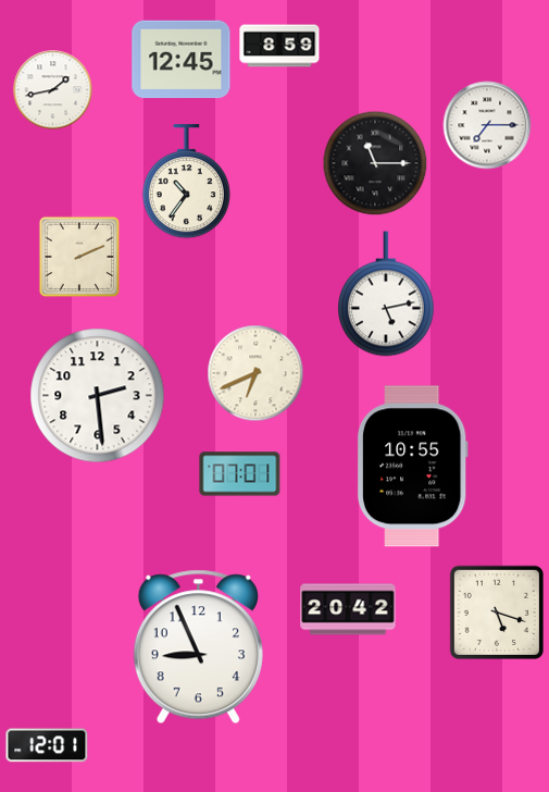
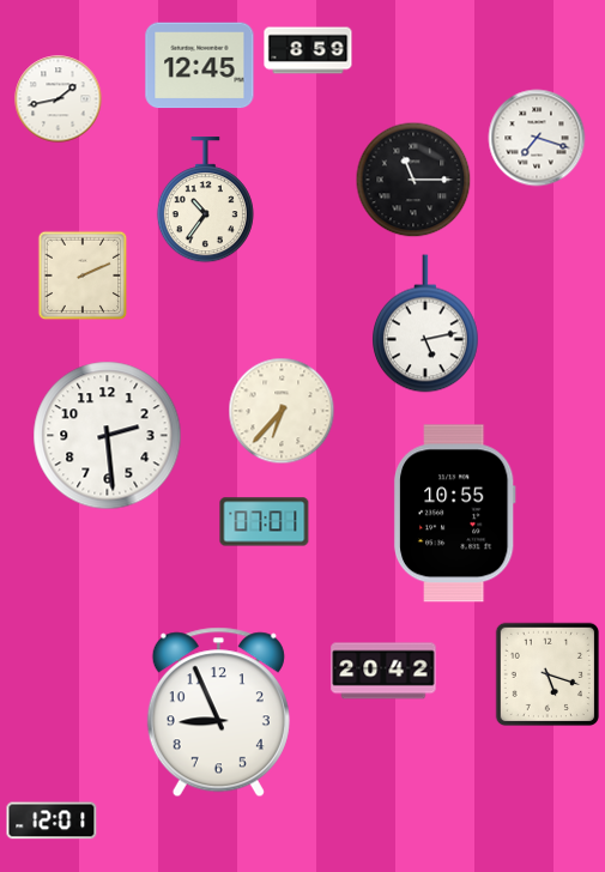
clock at (487, 125): 7:15 -> 7:18
clock at (79, 257) position: (79, 257) -> (83, 275)
clock at (255, 373): 6:41 -> 6:37
